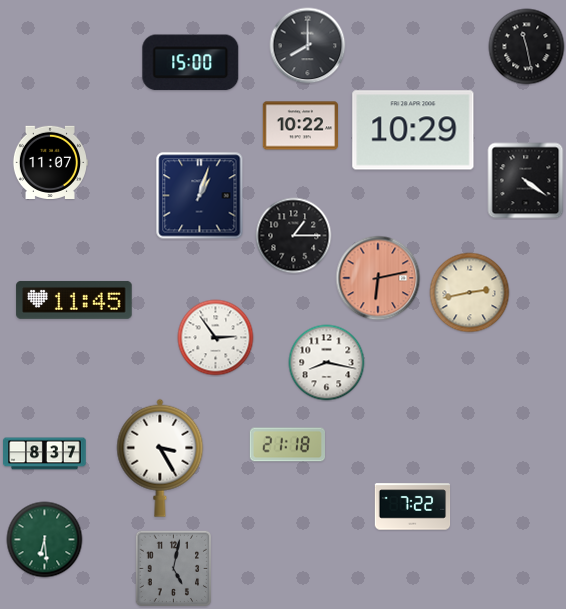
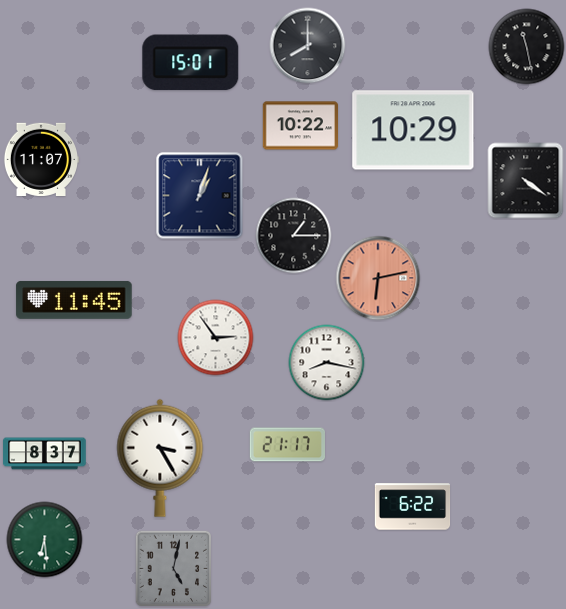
clock at (191, 63): 15:00 -> 15:01
clock at (50, 162) position: (50, 162) -> (41, 159)
clock at (470, 293): 2:43 -> none
clock at (288, 445): 21:18 -> 21:17
clock at (413, 507): 7:22 -> 6:22
